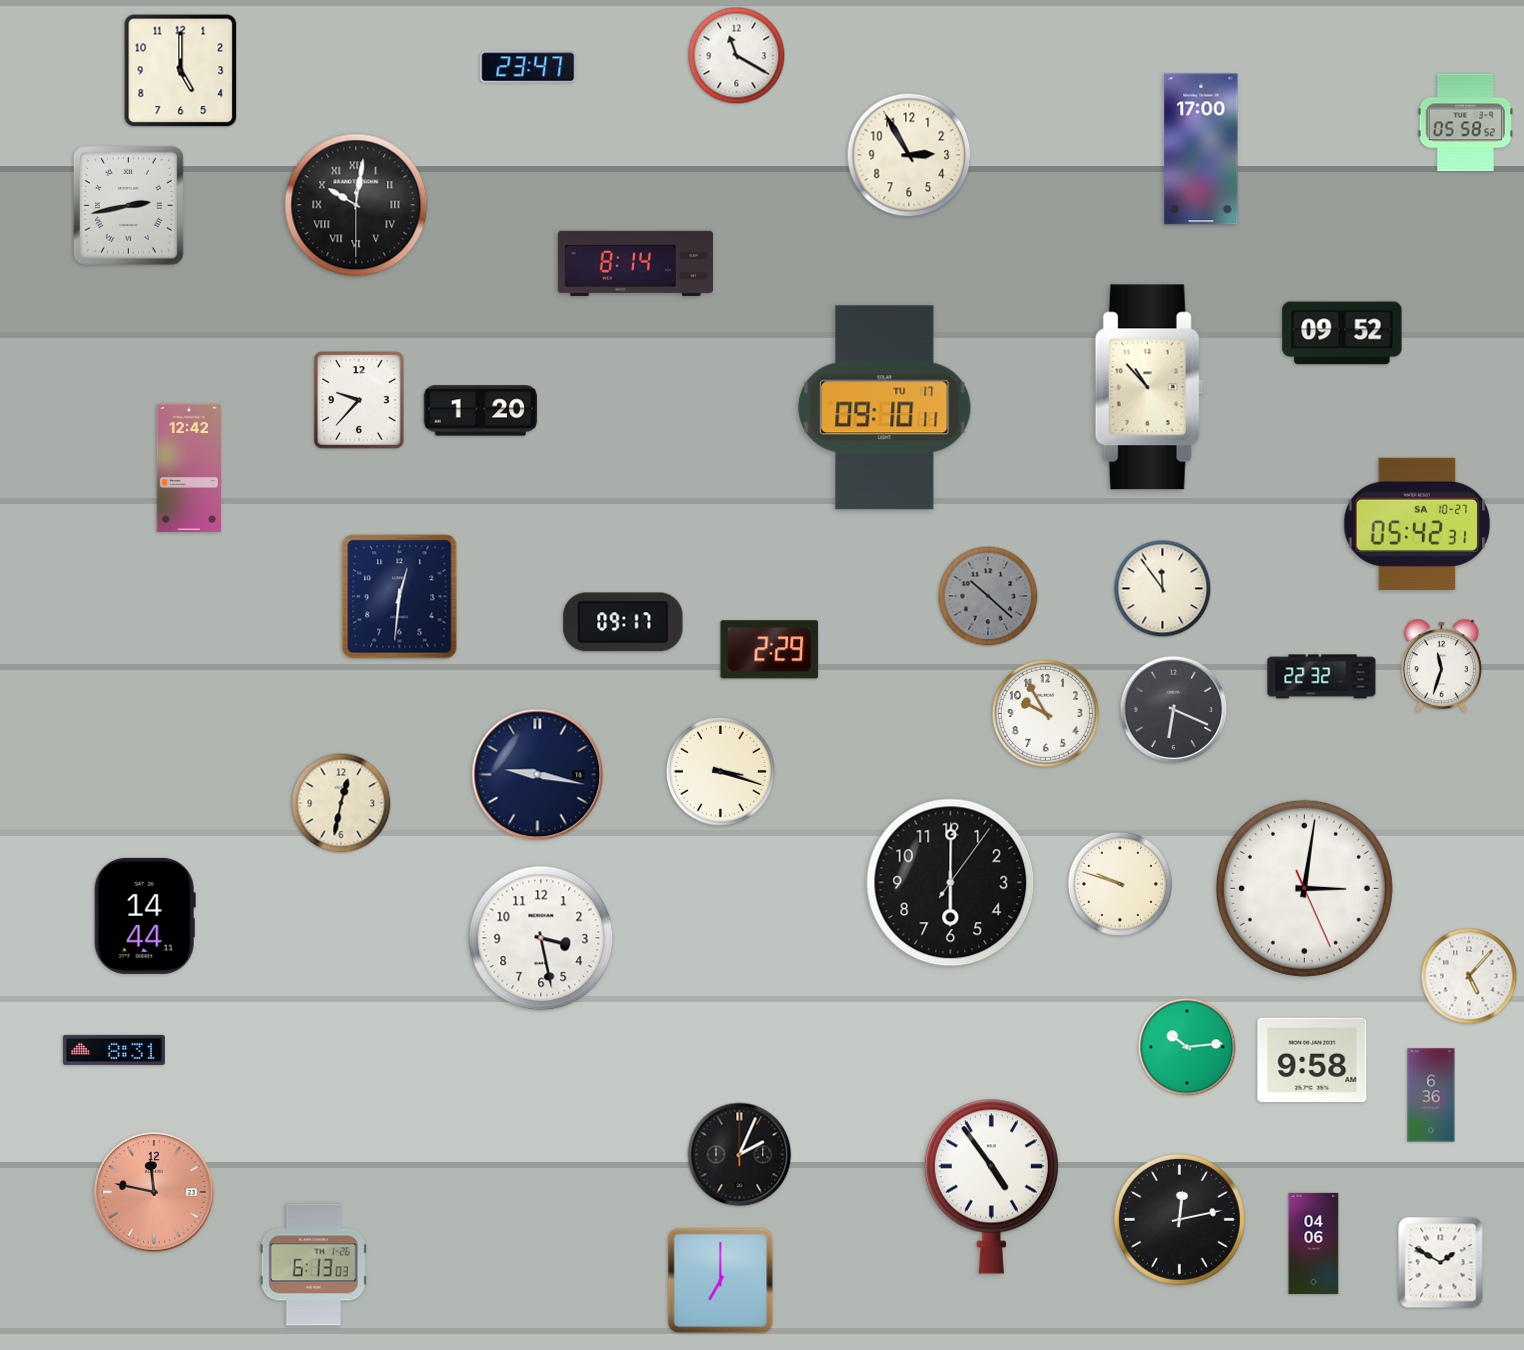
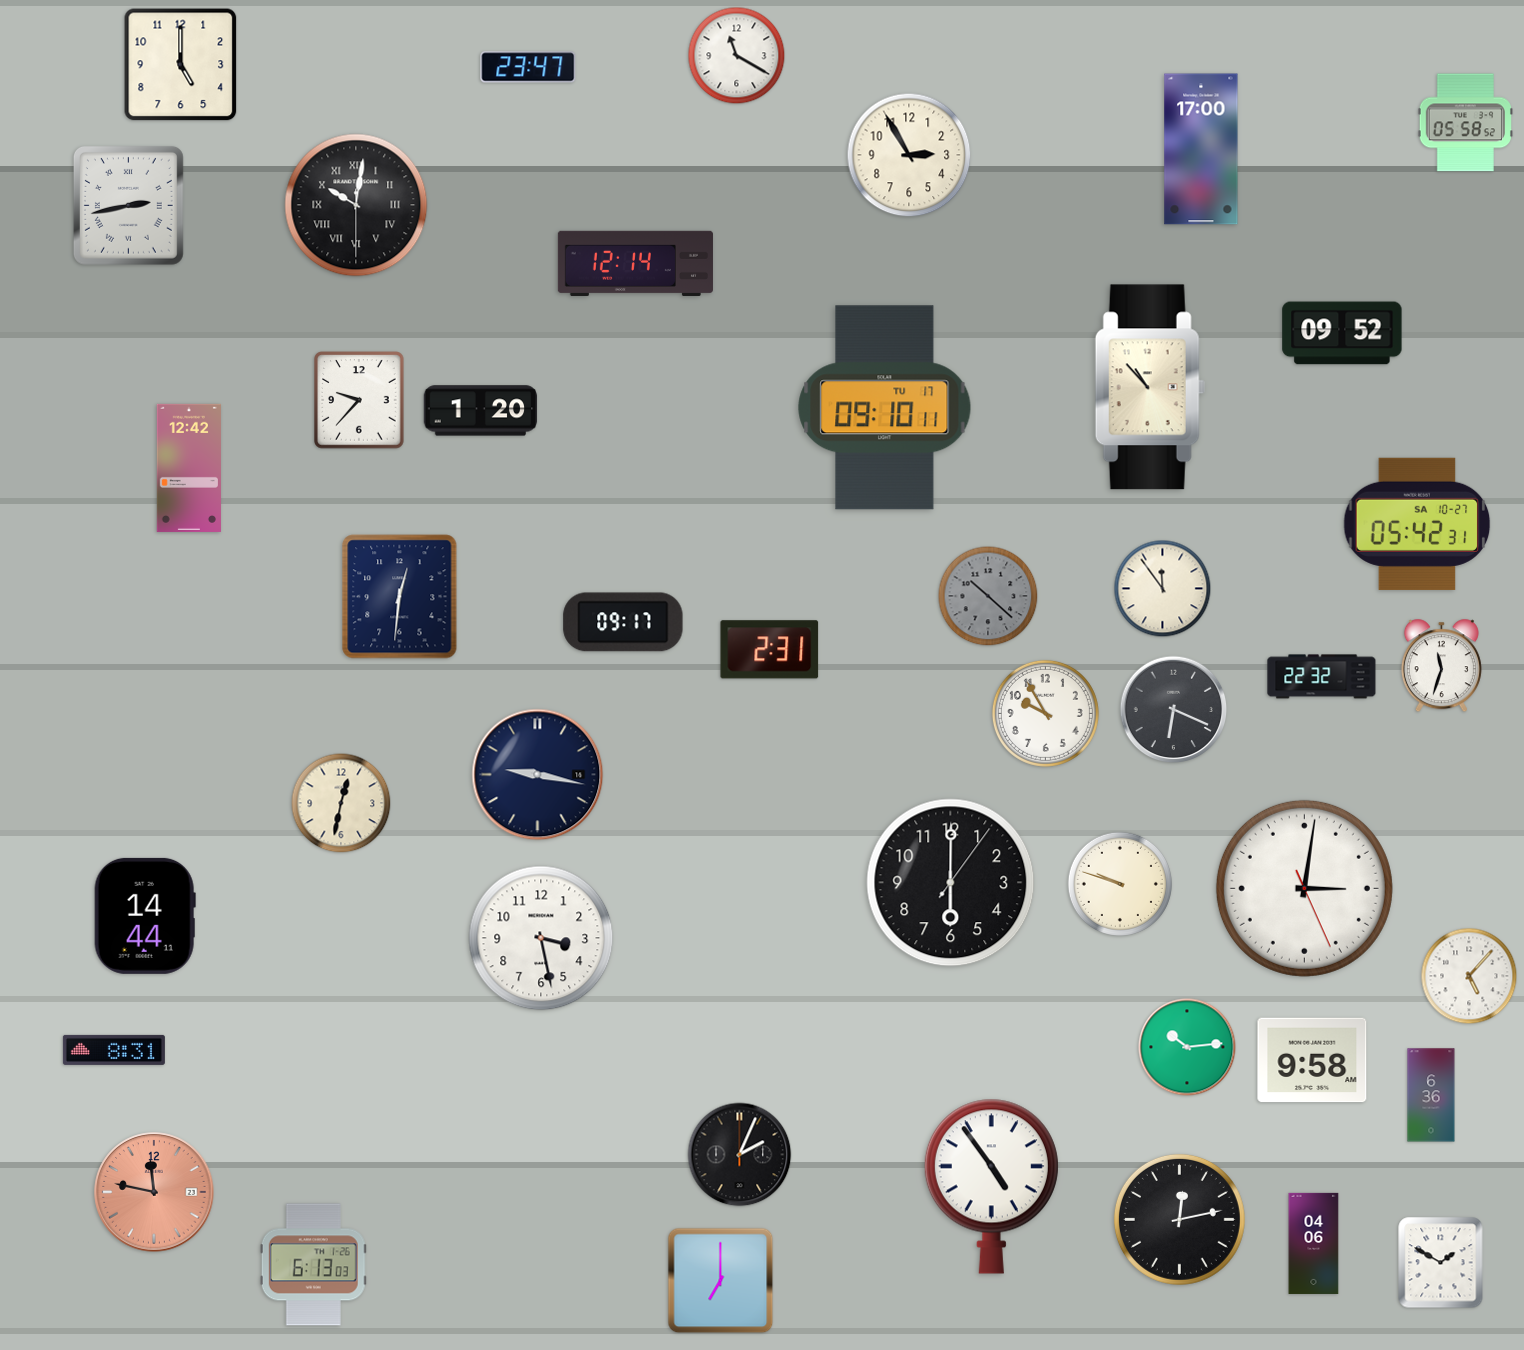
clock at (181, 71) position: (181, 71) -> (181, 65)
clock at (635, 263): 8:14 -> 12:14
clock at (770, 650): 2:29 -> 2:31
clock at (721, 772): 3:18 -> none
